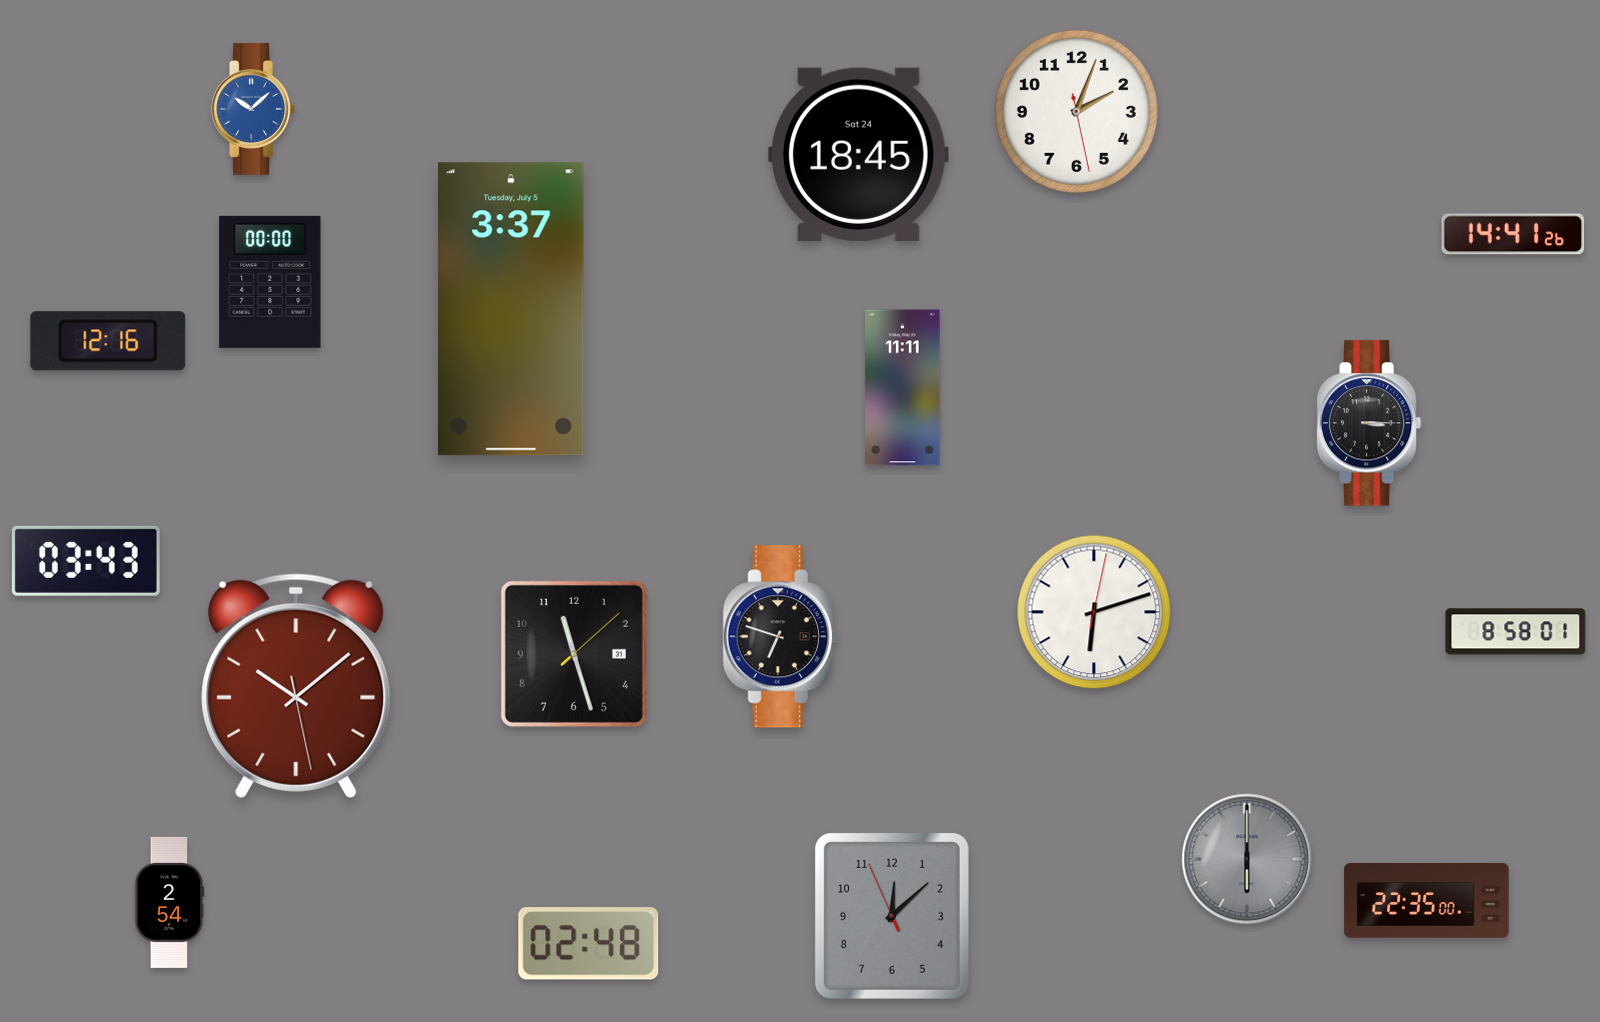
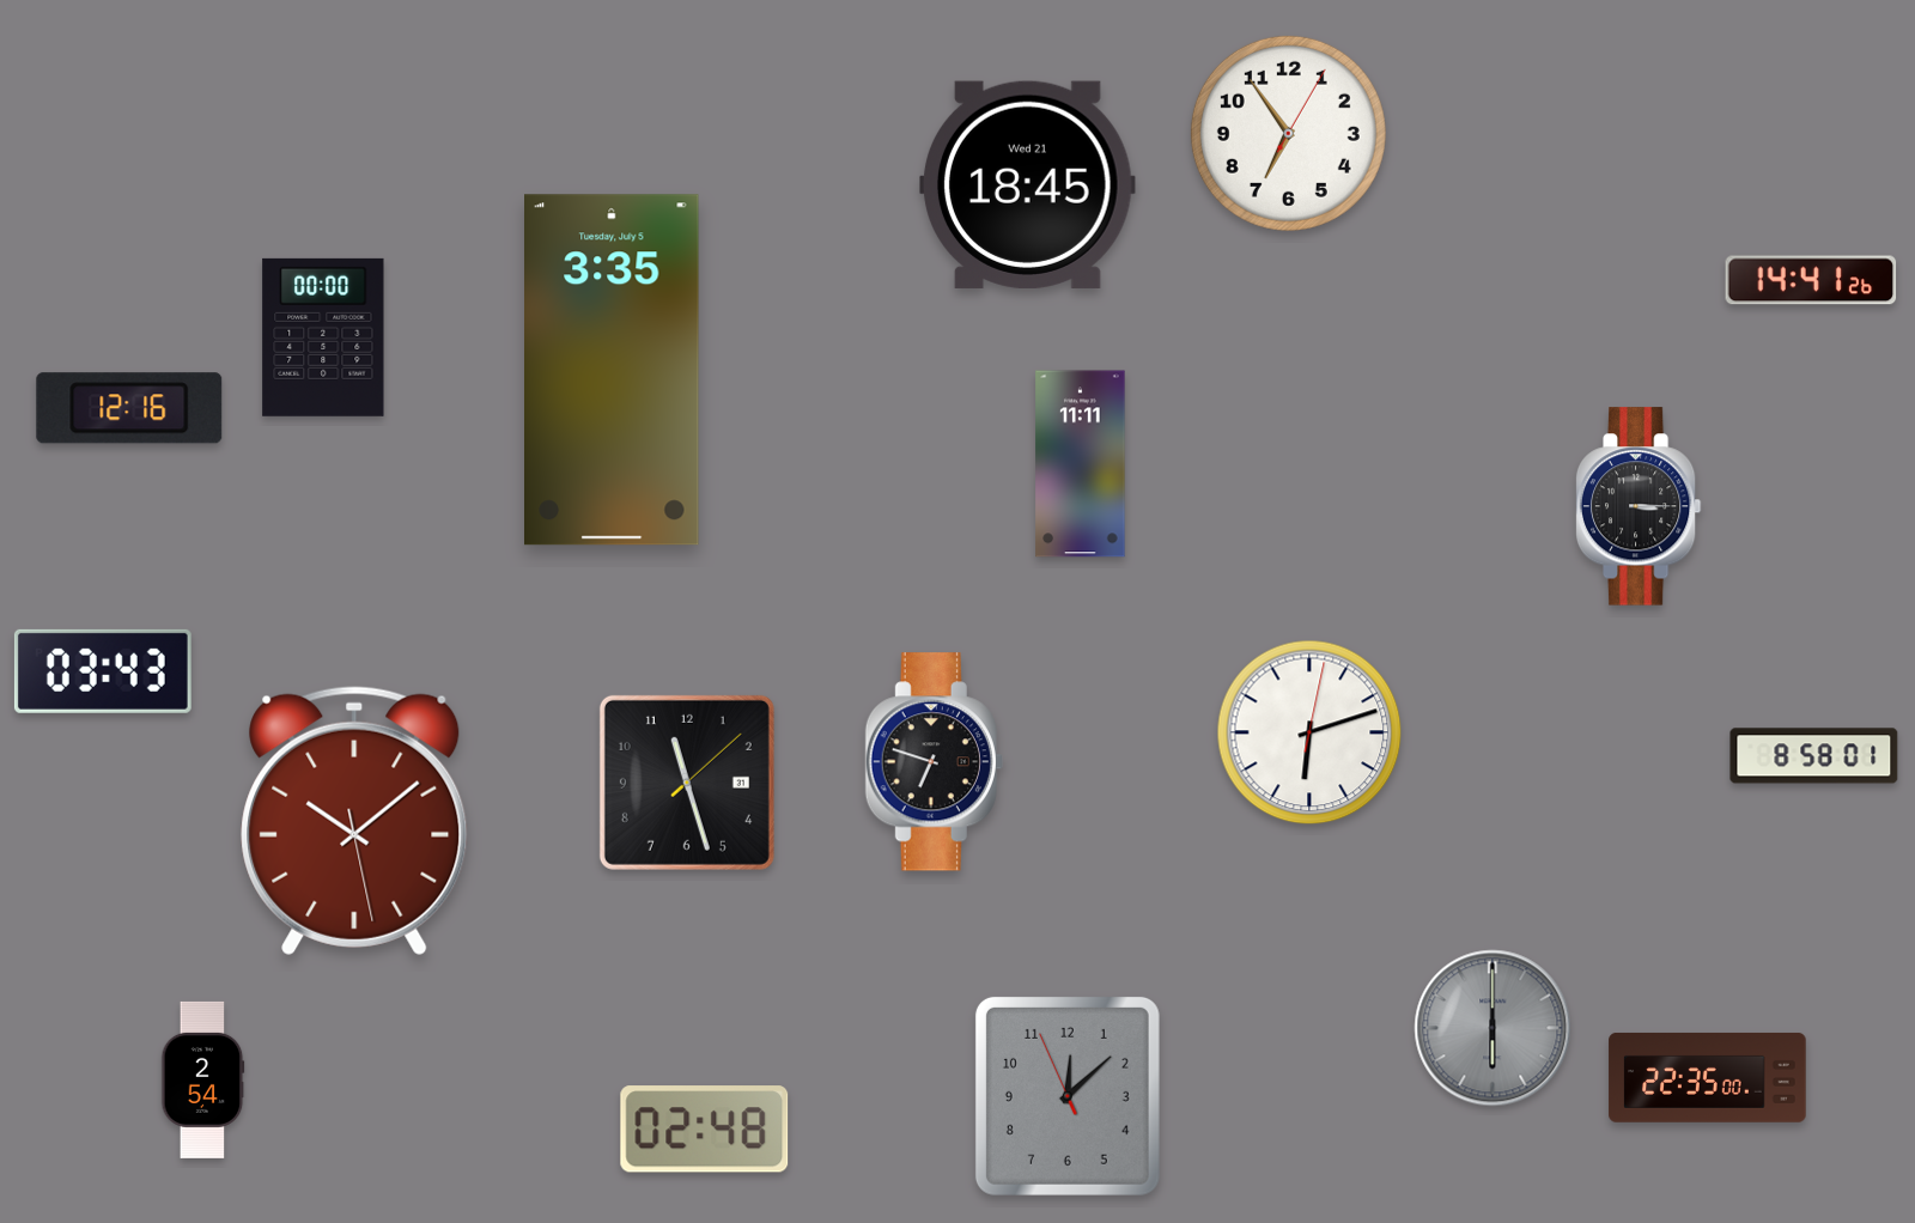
clock at (254, 109): 10:08 -> none
clock at (1076, 111): 2:03 -> 6:54
clock at (859, 154) date: Sat 24 -> Wed 21
clock at (512, 309): 3:37 -> 3:35
